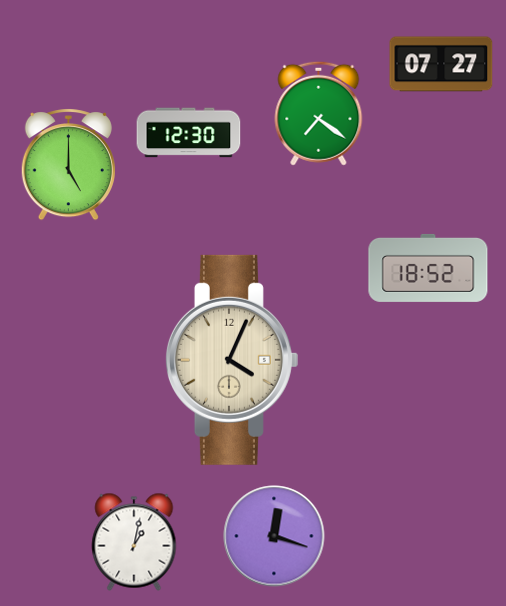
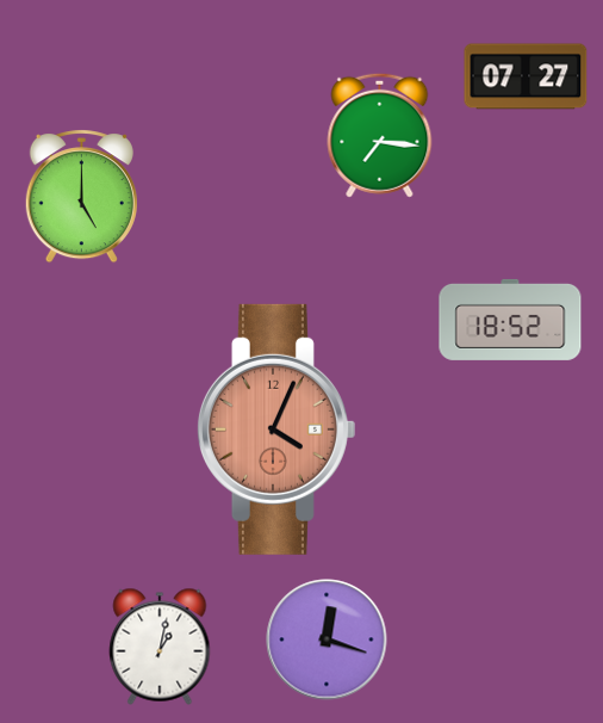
clock at (319, 113): 7:21 -> 7:16
clock at (189, 133): 12:30 -> none
clock at (231, 360) dial: cream -> salmon
